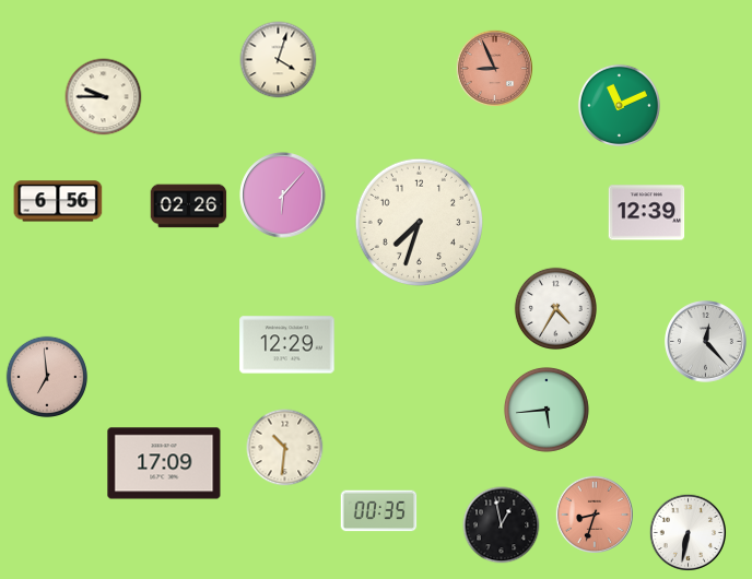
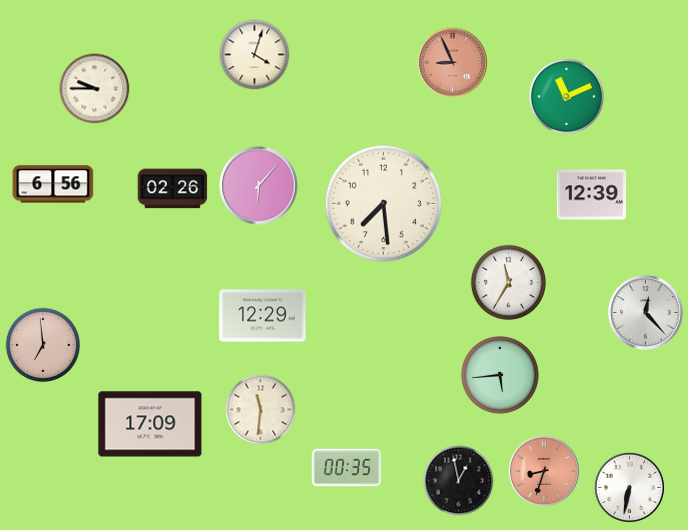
clock at (283, 196) position: (283, 196) -> (259, 186)
clock at (420, 223): 7:33 -> 7:29
clock at (555, 308): 4:35 -> 11:35
clock at (285, 448): 10:31 -> 11:31
